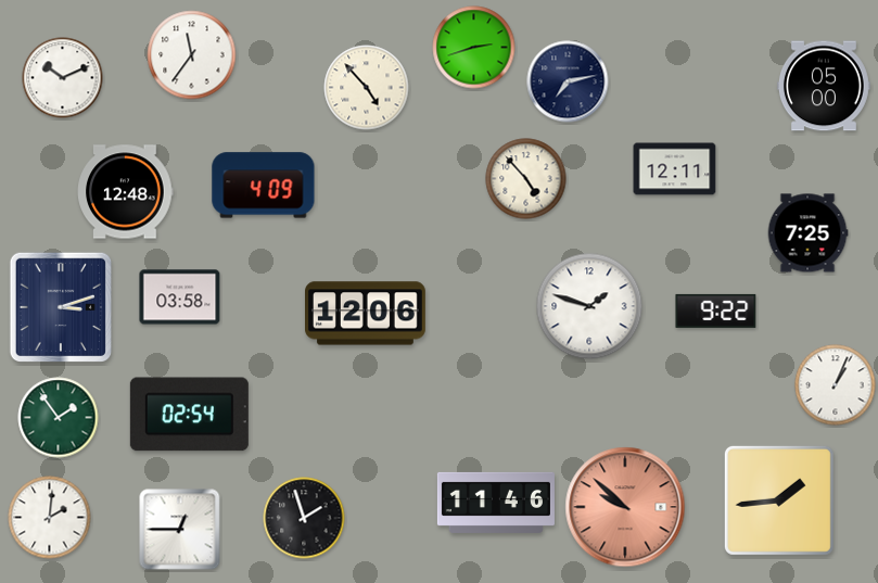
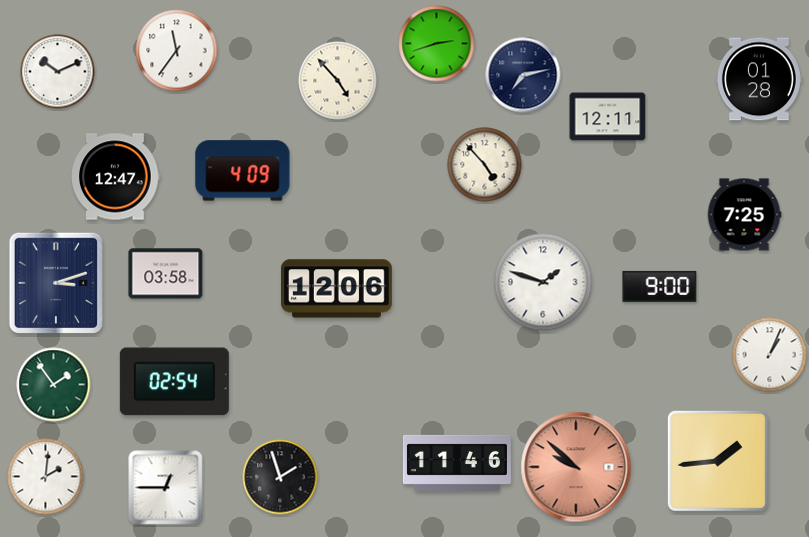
clock at (824, 86): 05:00 -> 01:28
clock at (675, 169) position: (675, 169) -> (608, 117)
clock at (126, 192): 12:48 -> 12:47
clock at (716, 310): 9:22 -> 9:00
